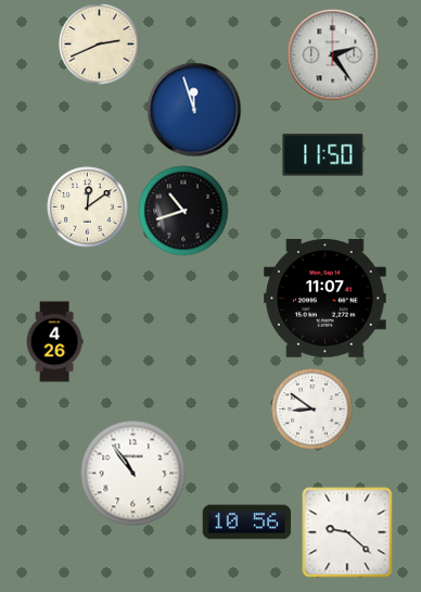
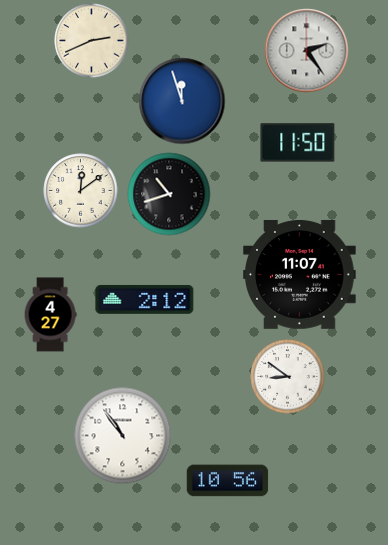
clock at (194, 110) position: (194, 110) -> (182, 101)
clock at (145, 299): none -> 2:12
clock at (54, 342): 4:26 -> 4:27
clock at (347, 532): 9:22 -> none
